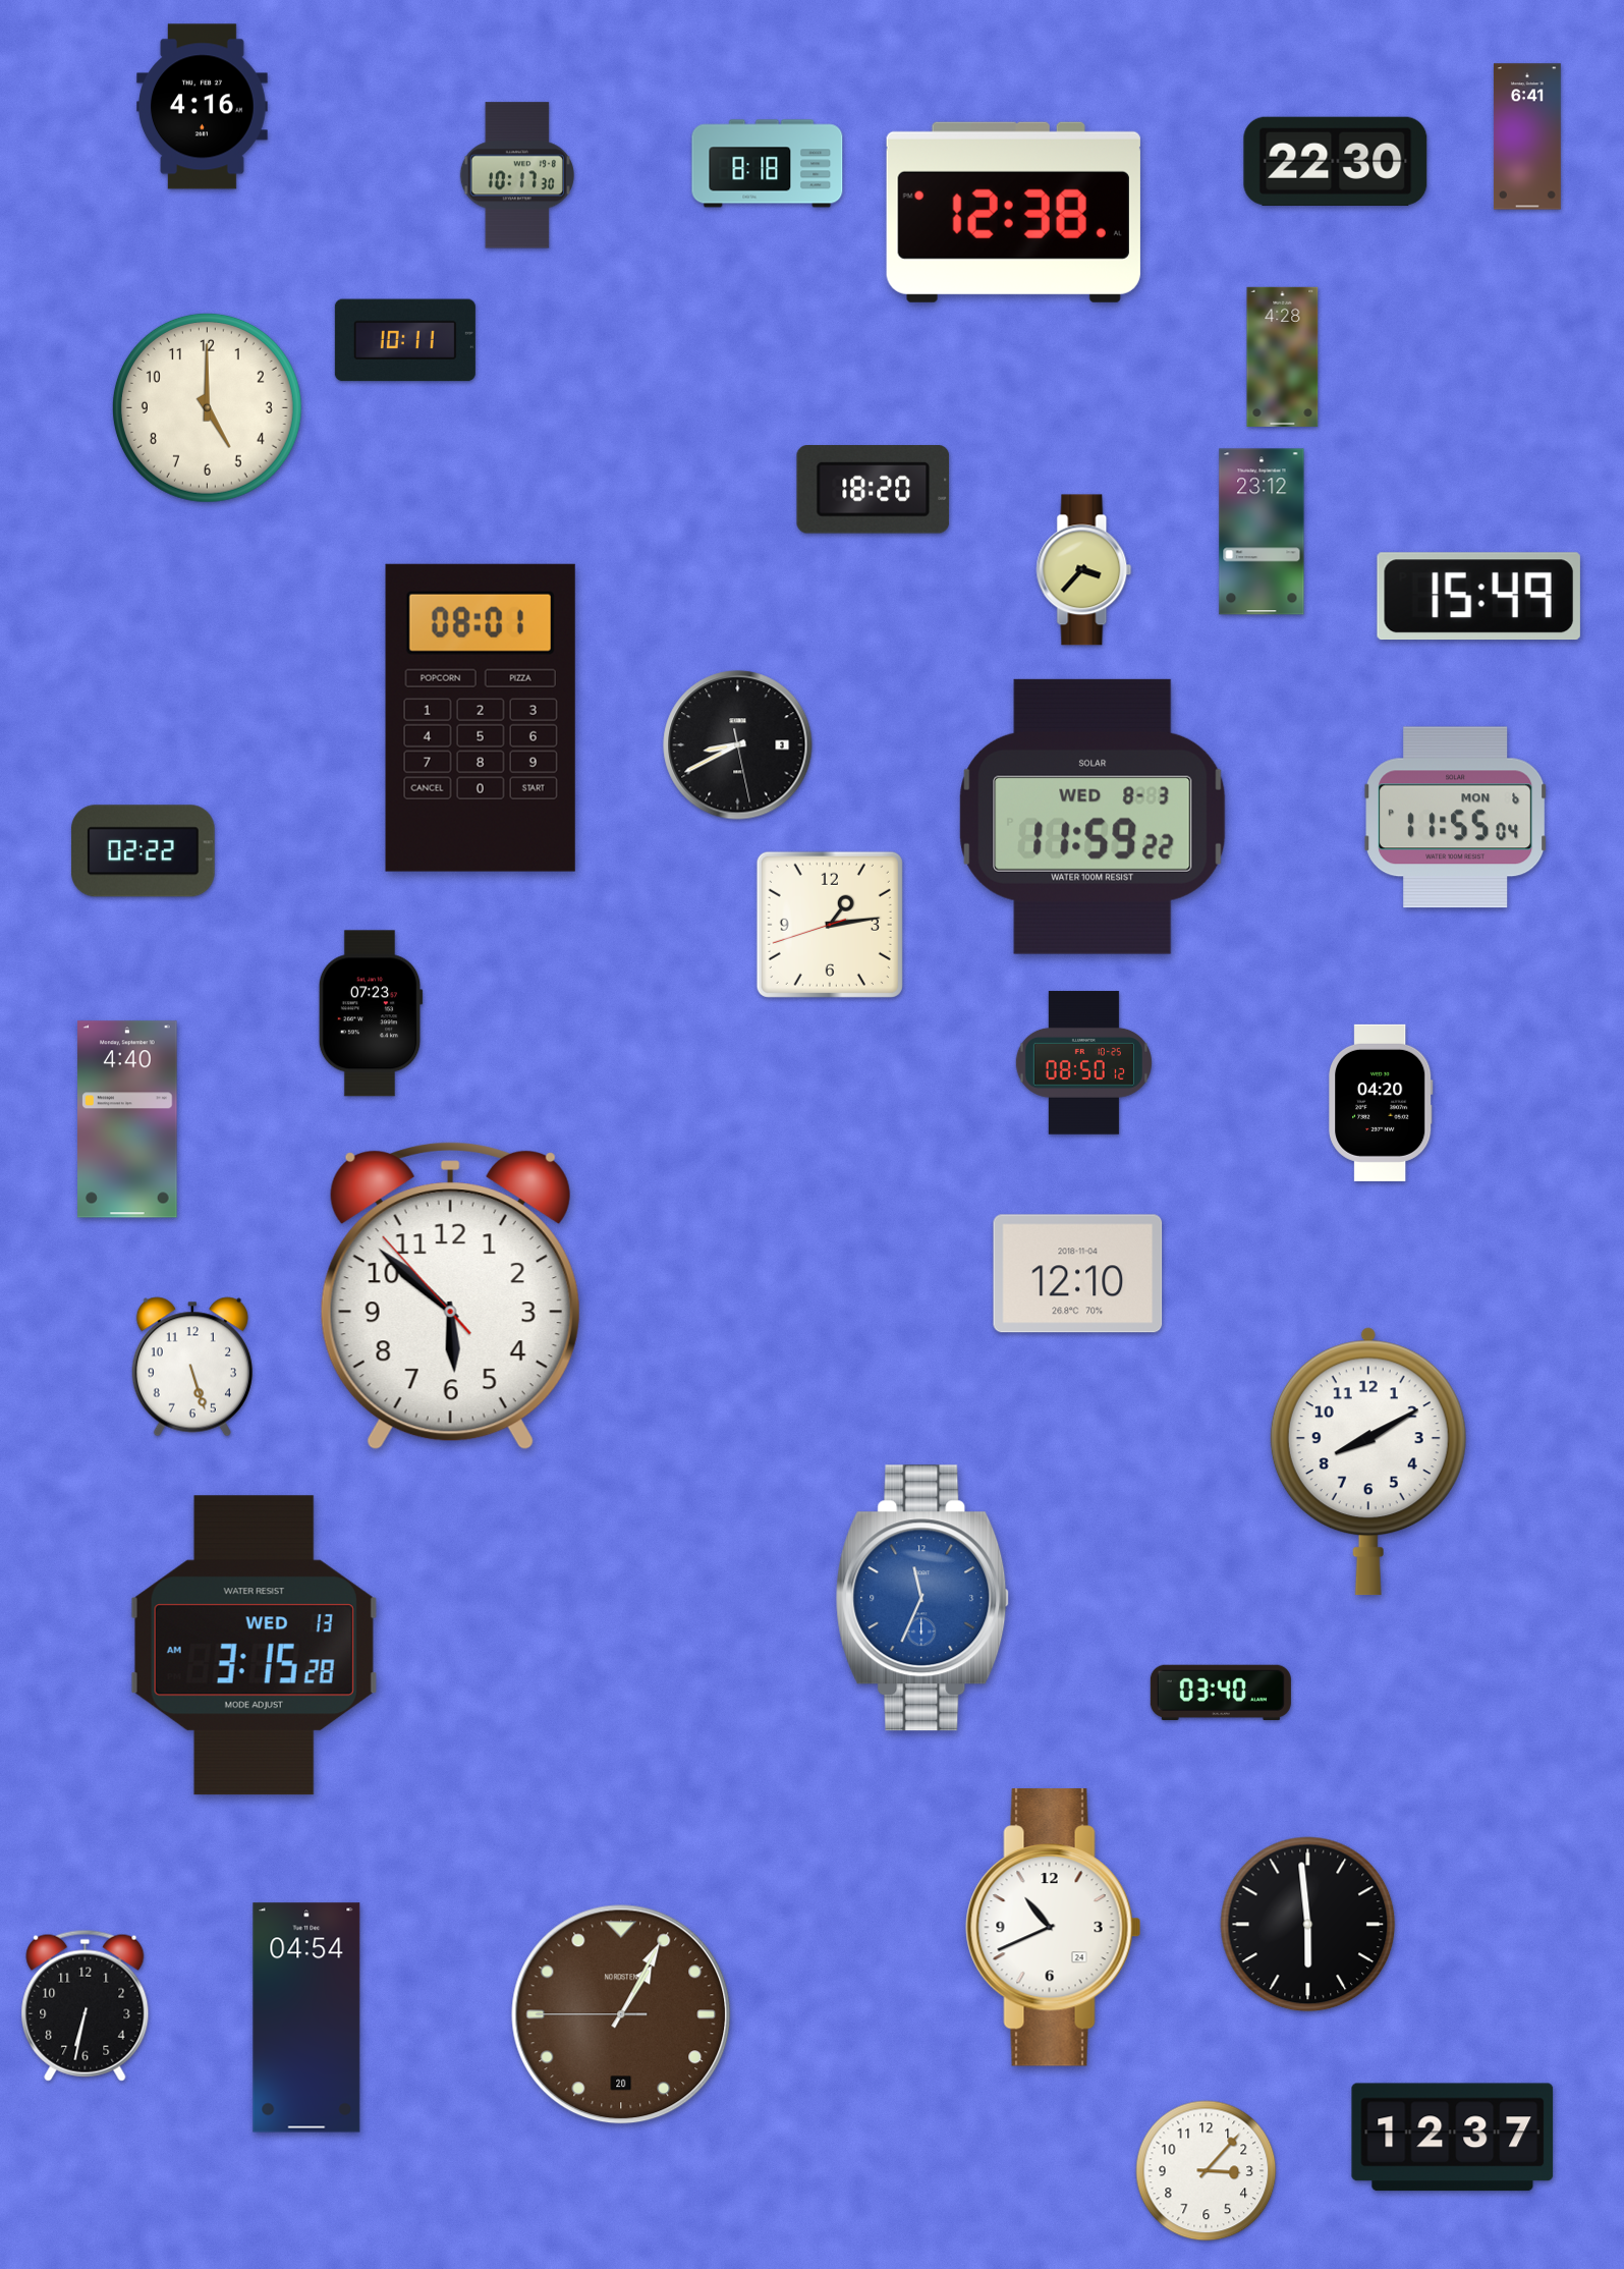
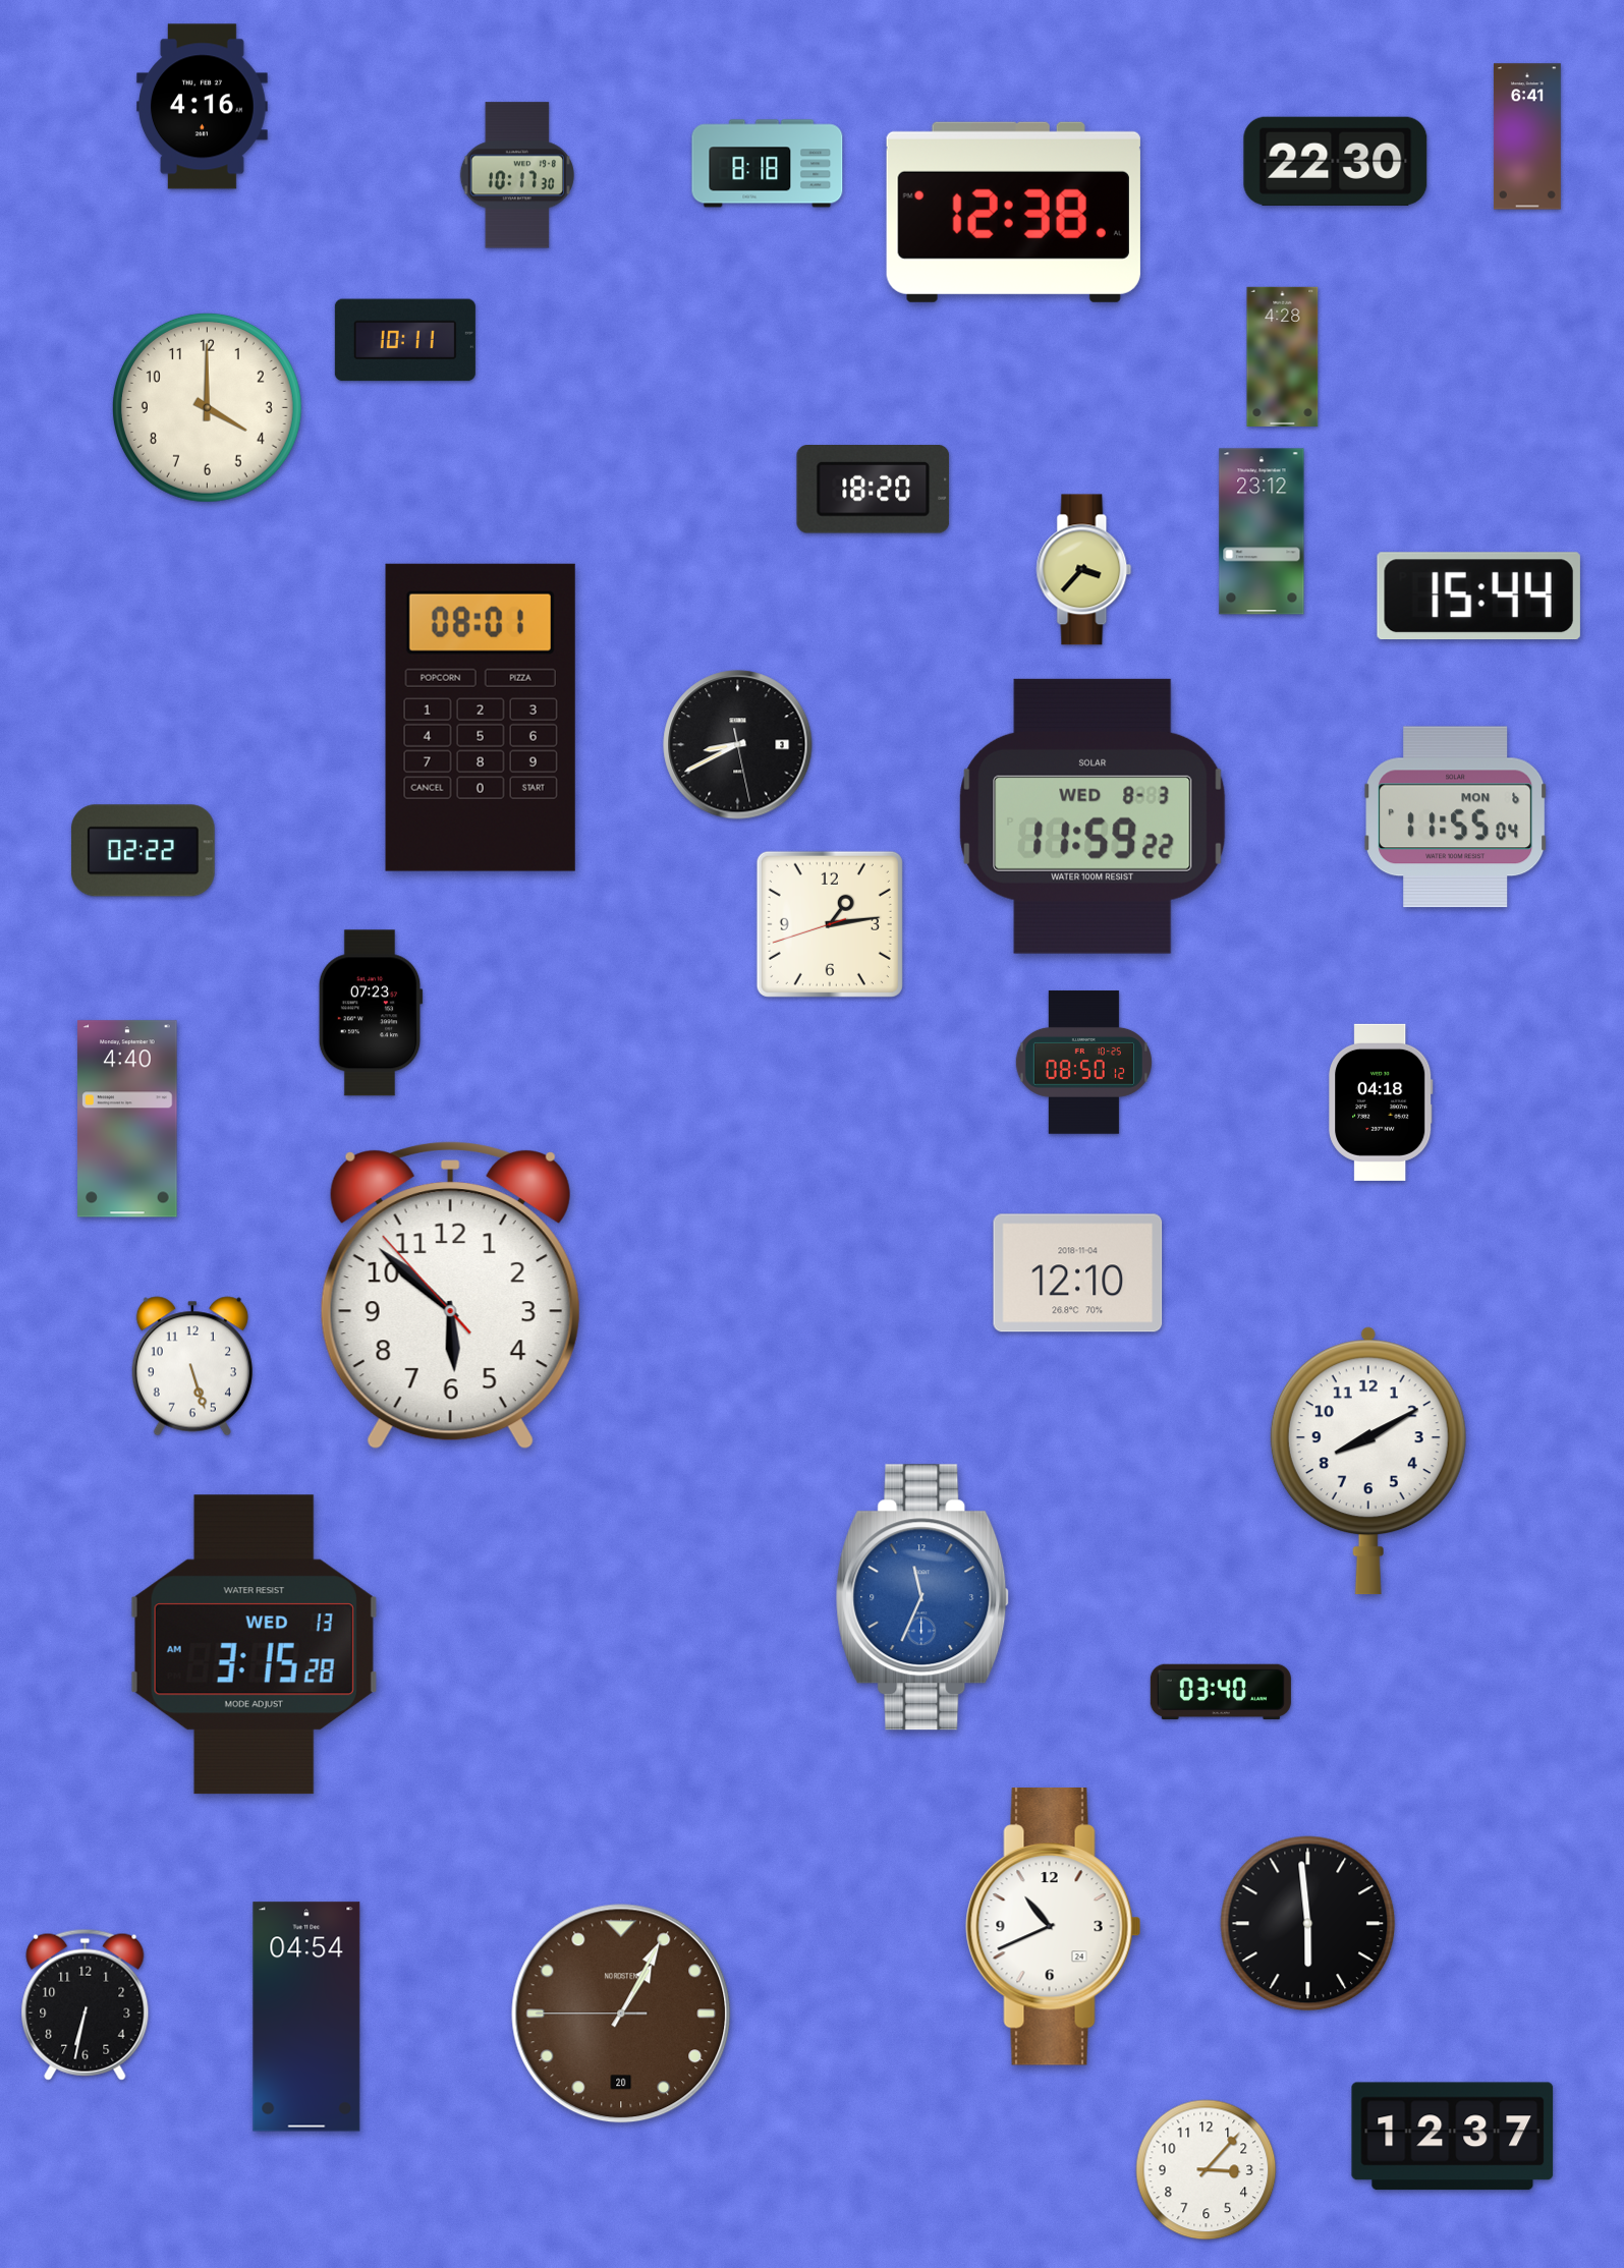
clock at (207, 407): 5:00 -> 4:00
clock at (1478, 597): 15:49 -> 15:44
clock at (1381, 1103): 04:20 -> 04:18
